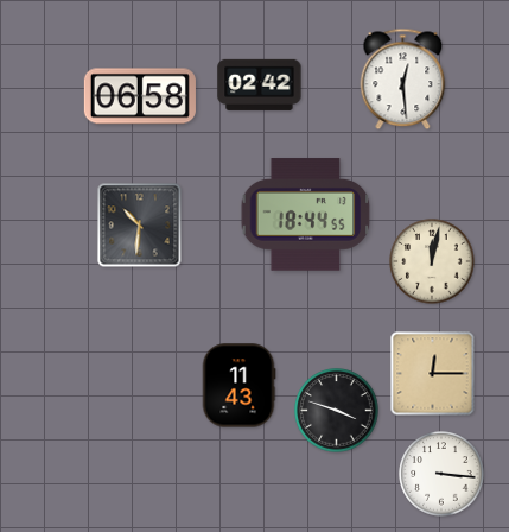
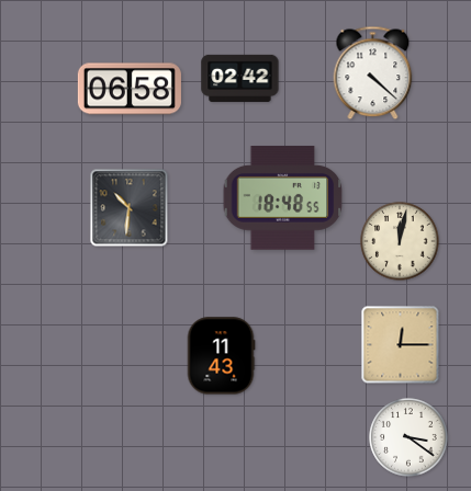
clock at (403, 80): 12:29 -> 4:22
clock at (306, 215): 18:44 -> 18:48
clock at (337, 411): 3:48 -> none
clock at (441, 474): 3:16 -> 3:21
